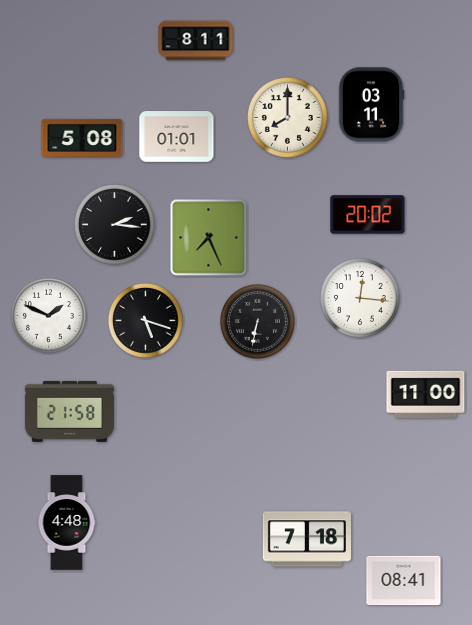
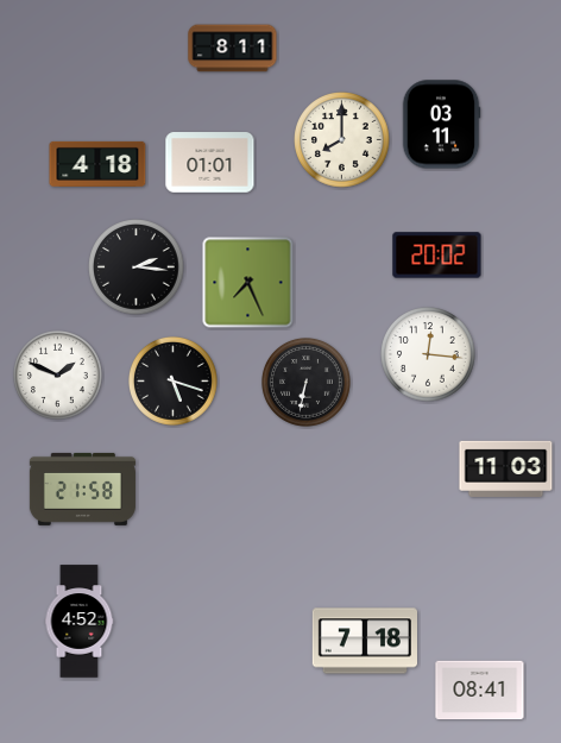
clock at (82, 138): 5:08 -> 4:18
clock at (426, 394): 11:00 -> 11:03
clock at (67, 523): 4:48 -> 4:52
